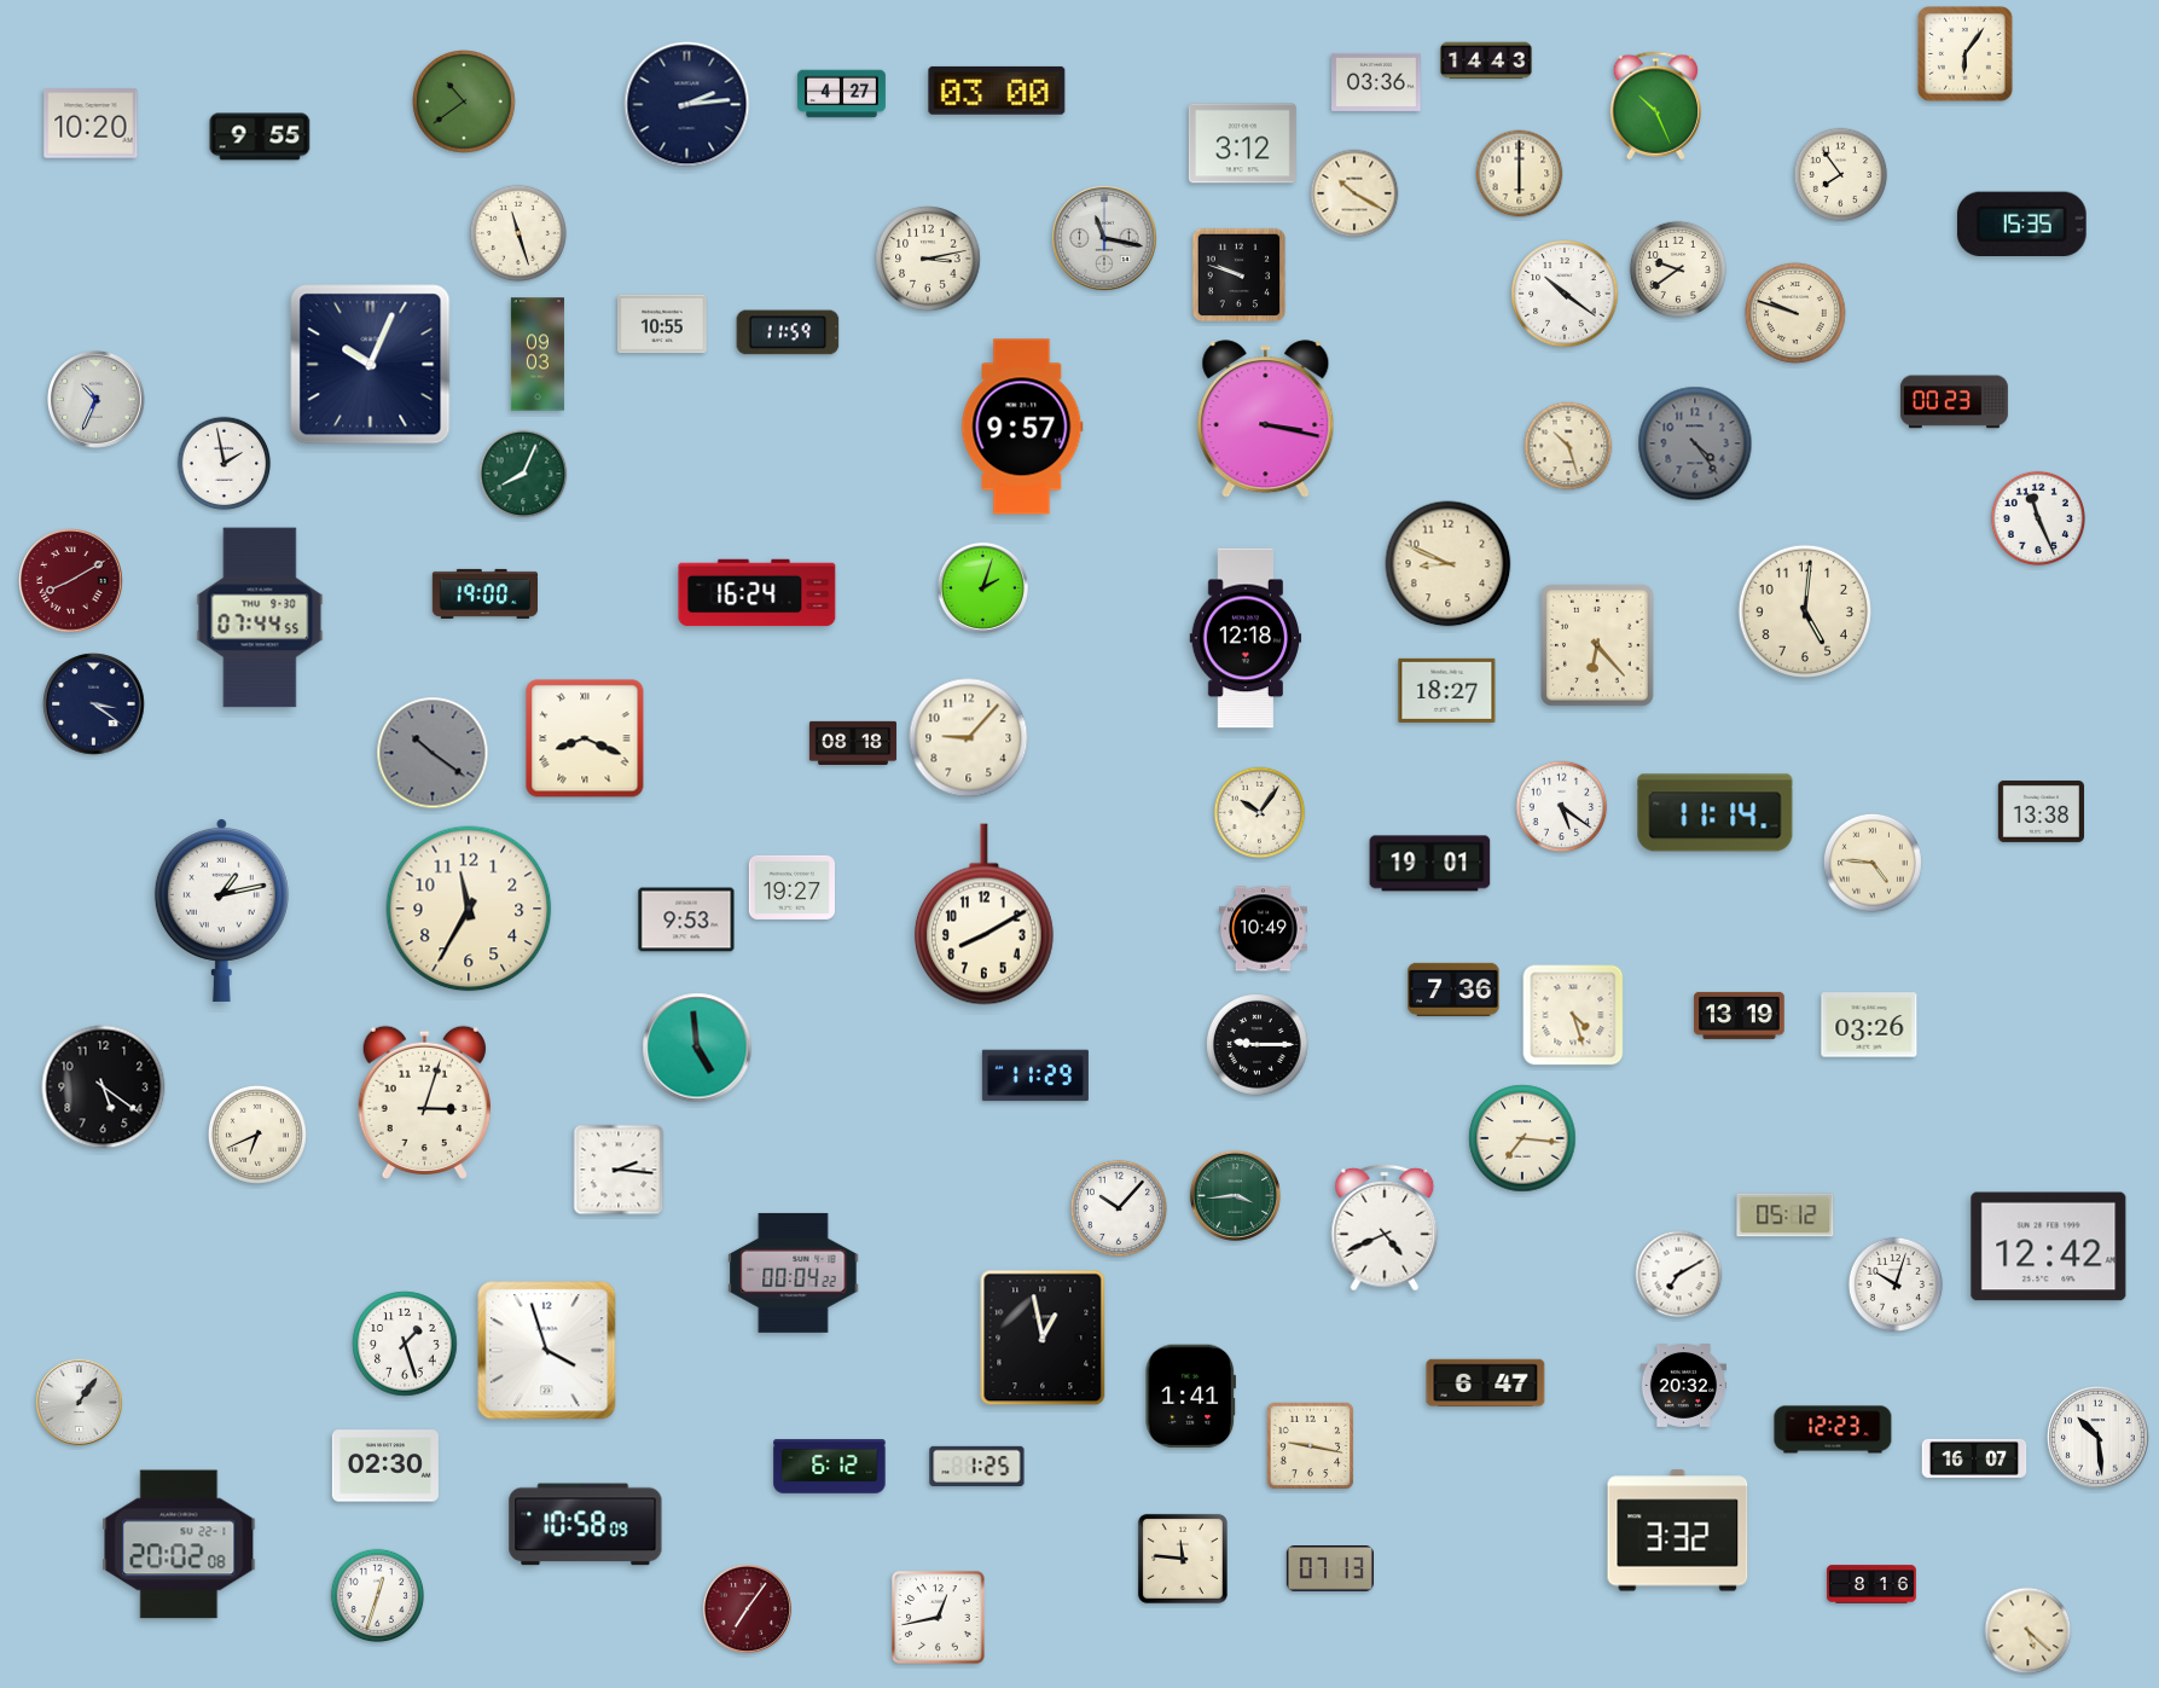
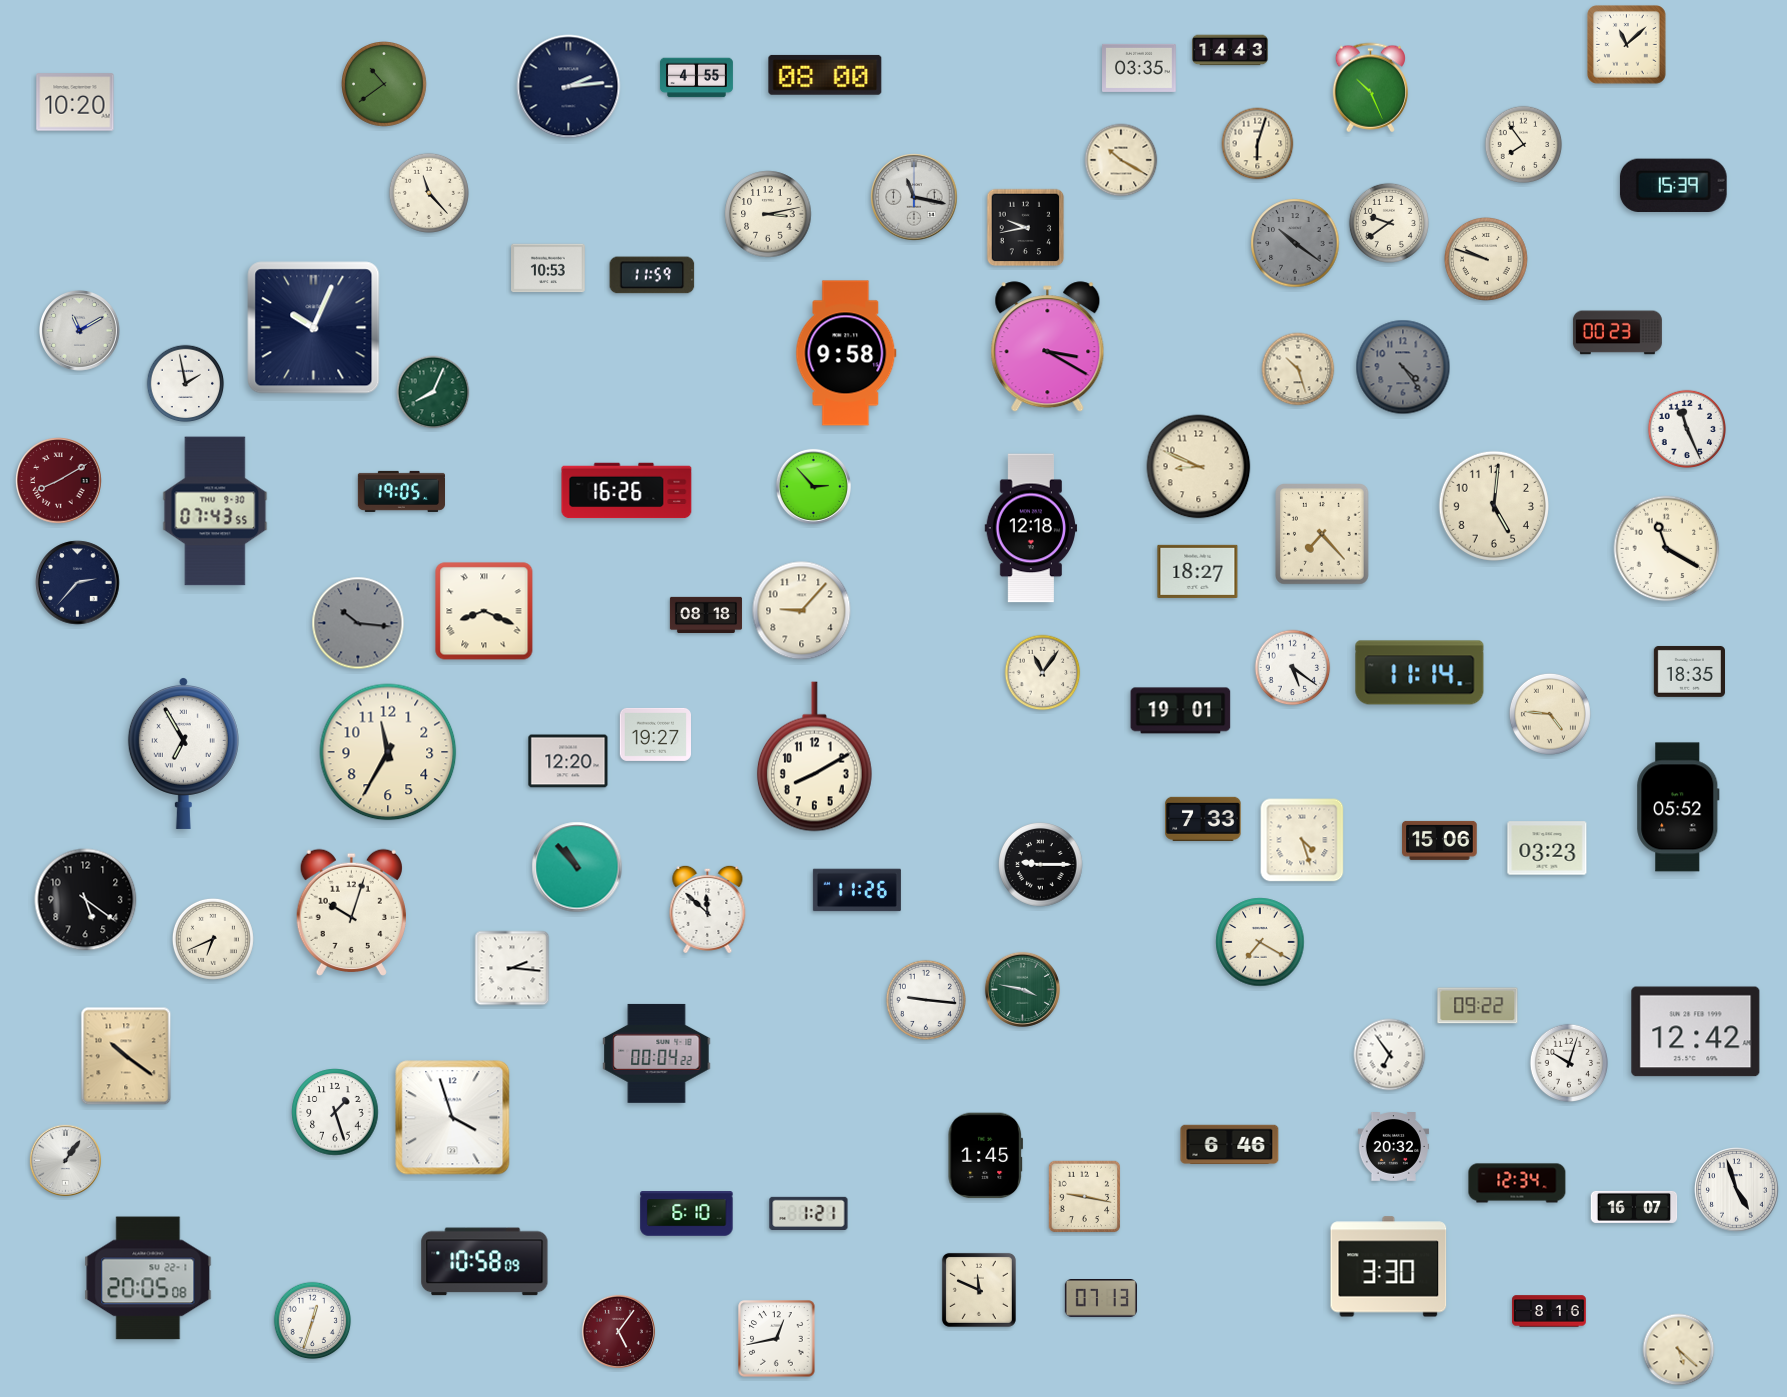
clock at (1966, 54): 6:06 -> 11:08
clock at (1377, 82): 03:36 -> 03:35
clock at (997, 91): 03:00 -> 08:00
clock at (841, 94): 4:27 -> 4:55
clock at (260, 137): 9:55 -> none
clock at (1242, 144): 3:12 -> none
clock at (1520, 174): 6:00 -> 6:03
clock at (2021, 224): 15:35 -> 15:39
clock at (518, 233): 11:27 -> 11:23
clock at (1240, 275): 9:48 -> 9:43
clock at (1565, 294) dial: white -> grey
clock at (663, 324): 10:55 -> 10:53
clock at (536, 354): 09:03 -> none
clock at (371, 365) position: (371, 365) -> (314, 328)
clock at (97, 400): 10:34 -> 11:10
clock at (1266, 419): 3:17 -> 3:20
clock at (1022, 427): 9:57 -> 9:58
clock at (982, 587): 2:03 -> 2:53
clock at (484, 593): 19:00 -> 19:05
clock at (758, 593): 16:24 -> 16:26
clock at (260, 617): 07:44 -> 07:43
clock at (1598, 646): 6:23 -> 7:23
clock at (1667, 549): none -> 11:20
clock at (94, 704): 3:21 -> 2:37
clock at (433, 753): 10:21 -> 10:16
clock at (2041, 811): 13:38 -> 18:35
clock at (1260, 813): 10:06 -> 11:06
clock at (1430, 864) position: (1430, 864) -> (1181, 711)
clock at (221, 910): 1:13 -> 6:55
clock at (686, 920): 9:53 -> 12:20
clock at (1263, 929): 10:49 -> none
clock at (1678, 807): none -> 05:52
clock at (1453, 990): 7:36 -> 7:33
clock at (1740, 1015): 13:19 -> 15:06
clock at (1869, 1025): 03:26 -> 03:23
clock at (697, 1048): 4:59 -> 10:53
clock at (1035, 1075): 11:29 -> 11:26
clock at (708, 908): none -> 11:52
clock at (424, 1102): 3:03 -> 10:03
clock at (1522, 1138): 7:16 -> 7:20
clock at (1235, 1195): 3:44 -> 3:47
clock at (1119, 1208): 10:07 -> 9:16
clock at (1786, 1216): 05:12 -> 09:22
clock at (1385, 1228): 4:41 -> none
clock at (1679, 1275): 7:10 -> 6:54
clock at (126, 1056): none -> 10:21
clock at (1043, 1338): 12:58 -> none
clock at (1486, 1384): 6:47 -> 6:46
clock at (1190, 1397): 1:41 -> 1:45
clock at (1833, 1429): 12:23 -> 12:34
clock at (2099, 1438): 10:29 -> 4:57
clock at (385, 1466): 02:30 -> none
clock at (977, 1466): 1:25 -> 1:21
clock at (830, 1467): 6:12 -> 6:10
clock at (1678, 1531): 3:32 -> 3:30
clock at (179, 1544): 20:02 -> 20:05
clock at (1183, 1559): 11:46 -> 11:49
clock at (747, 1608): 7:06 -> 5:06
